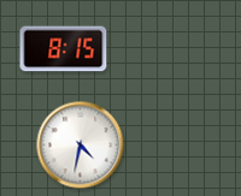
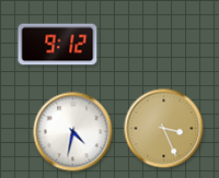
clock at (64, 49): 8:15 -> 9:12
clock at (164, 129): none -> 3:26
